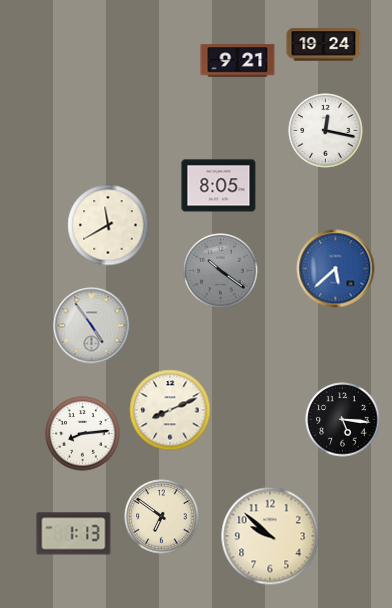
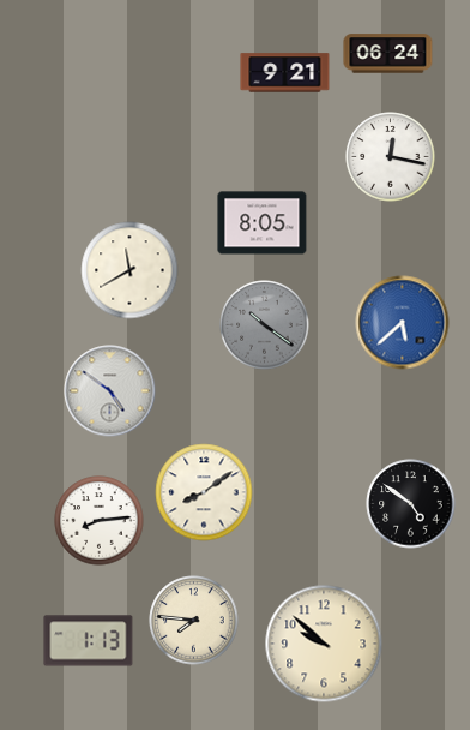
clock at (324, 45): 19:24 -> 06:24
clock at (92, 326): 4:54 -> 4:51
clock at (170, 410): 8:11 -> 8:09
clock at (343, 420): 5:16 -> 4:51
clock at (162, 517): 6:51 -> 7:46
